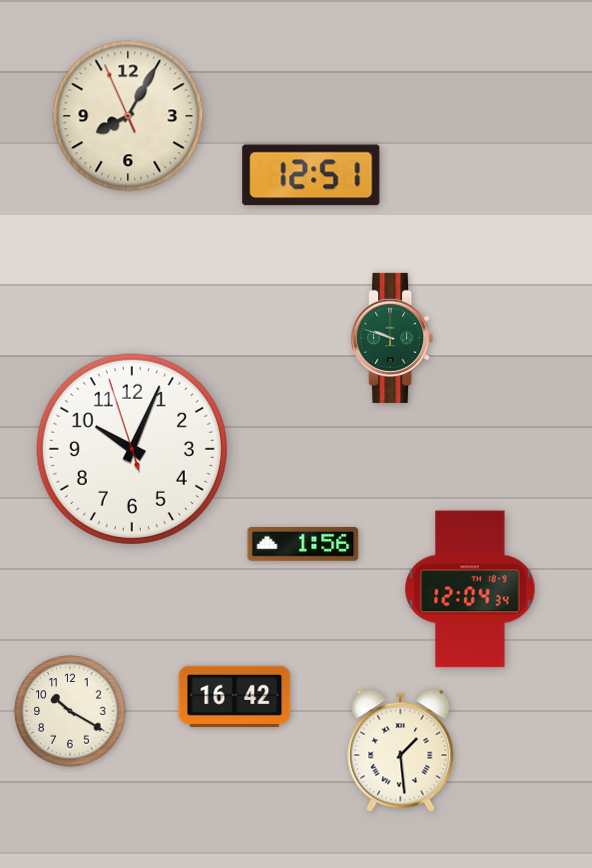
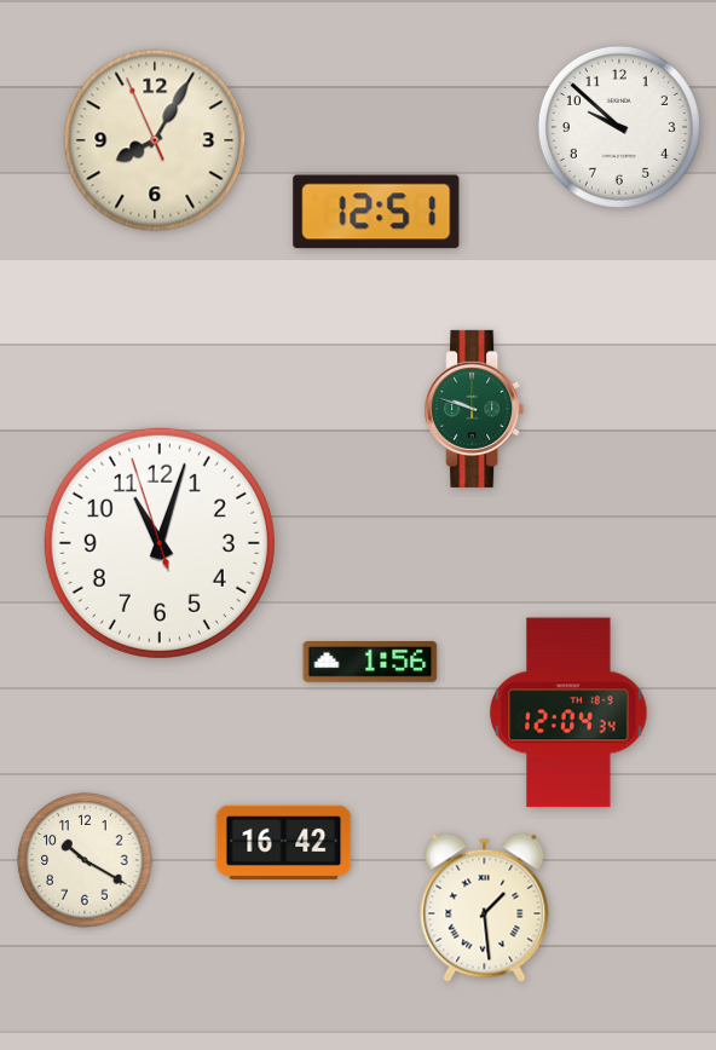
clock at (619, 127): none -> 9:52
clock at (132, 449): 10:03 -> 11:02
clock at (303, 545) position: (303, 545) -> (370, 663)
